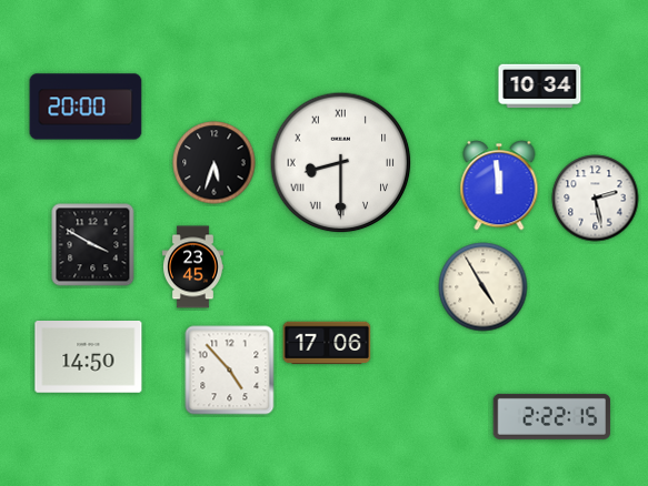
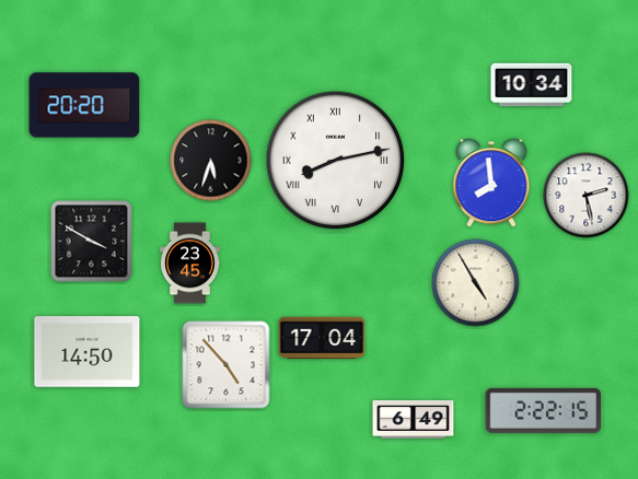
clock at (86, 107): 20:00 -> 20:20
clock at (341, 163): 8:30 -> 8:13
clock at (499, 185): 11:59 -> 7:59
clock at (327, 343): 17:06 -> 17:04
clock at (414, 420): none -> 6:49
